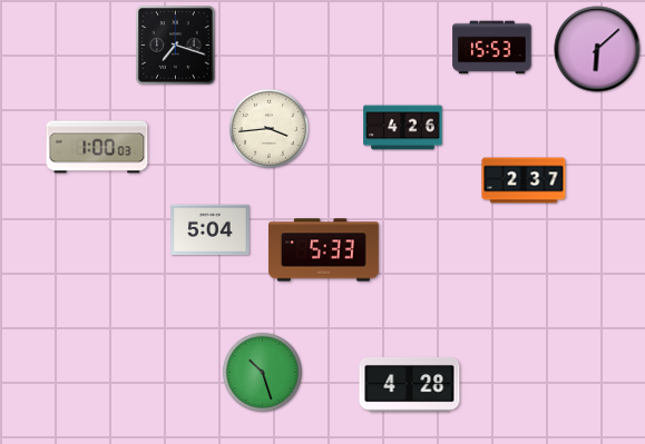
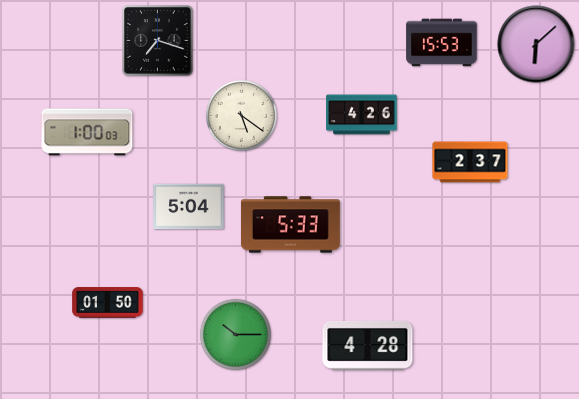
clock at (268, 128): 3:44 -> 5:21
clock at (108, 303): none -> 01:50
clock at (262, 372): 10:27 -> 10:15
